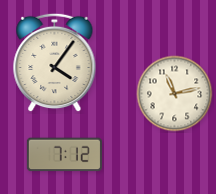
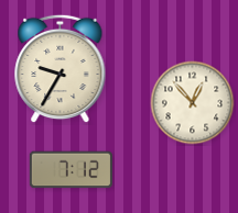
clock at (55, 63): 4:06 -> 9:35
clock at (175, 94): 11:13 -> 12:53
